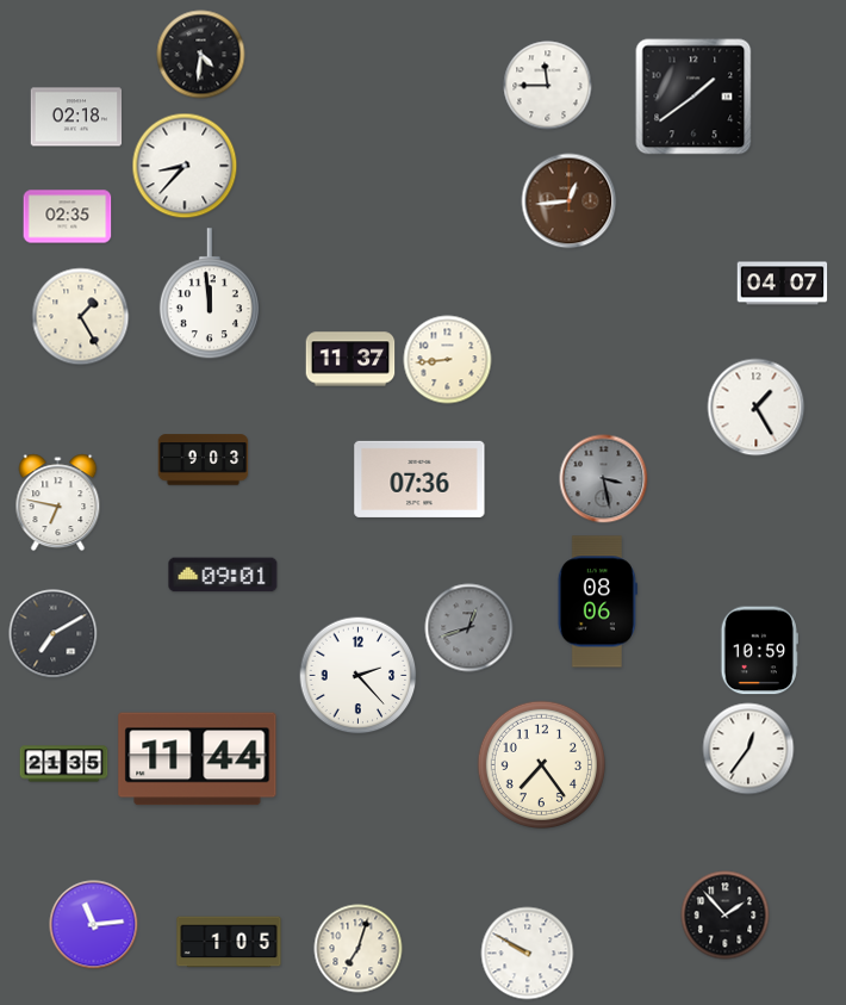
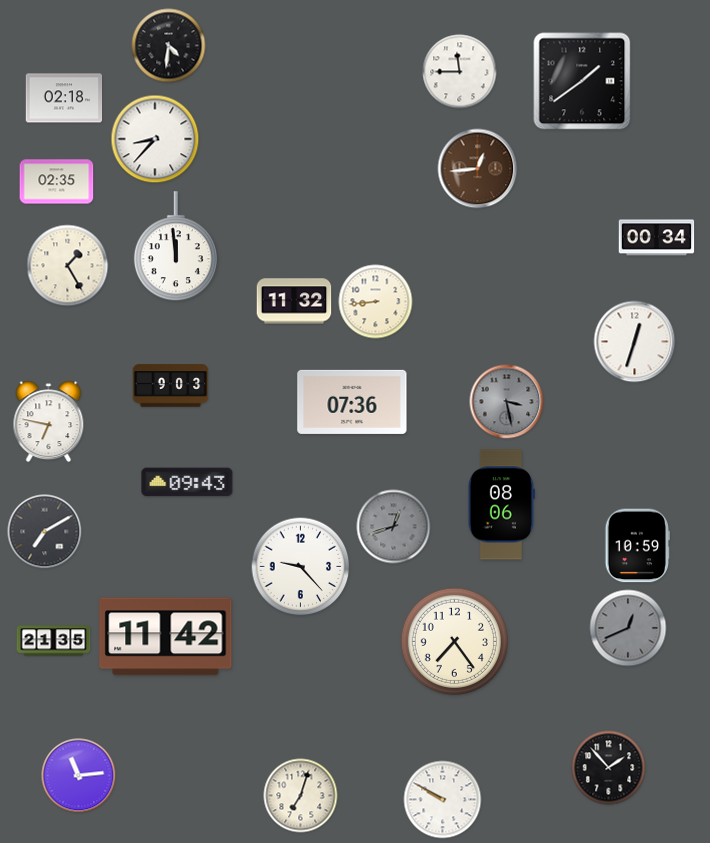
clock at (783, 284): 04:07 -> 00:34
clock at (350, 359): 11:37 -> 11:32
clock at (757, 408): 1:25 -> 12:33
clock at (223, 575): 09:01 -> 09:43
clock at (359, 676): 2:23 -> 9:23
clock at (748, 749): 12:36 -> 12:41
clock at (748, 749) dial: white -> grey
clock at (198, 759): 11:44 -> 11:42
clock at (229, 942): 1:05 -> none
